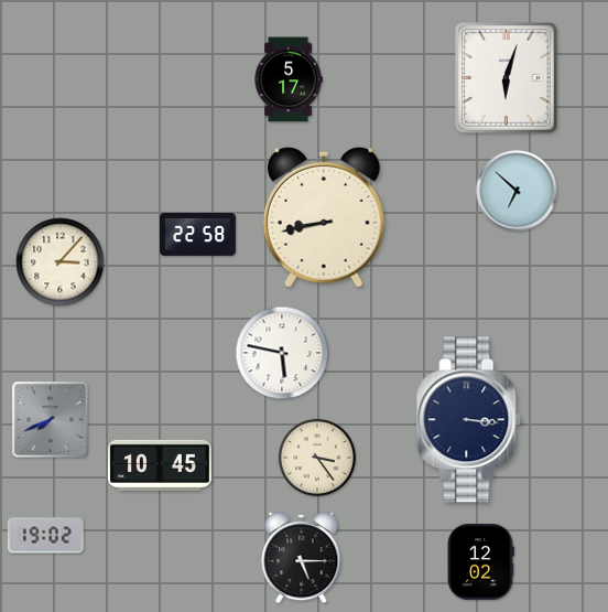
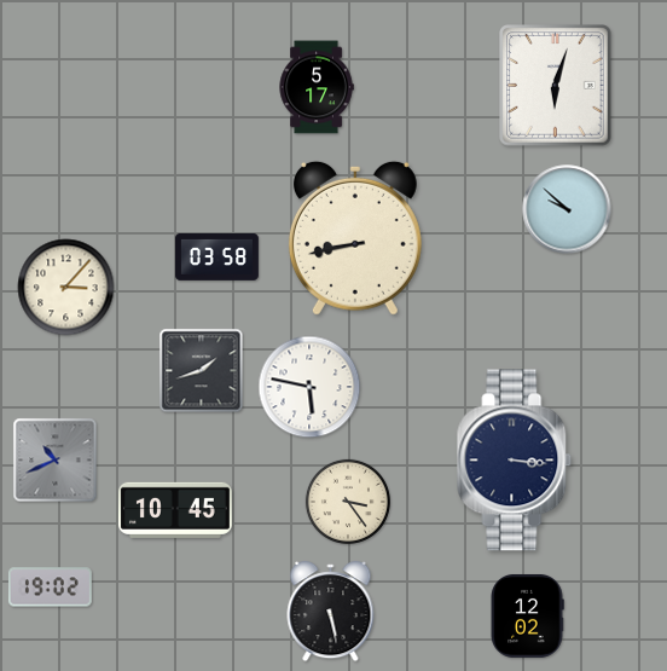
clock at (517, 191): 6:52 -> 9:52
clock at (197, 234): 22:58 -> 03:58
clock at (202, 371): none -> 1:42
clock at (51, 420): 7:41 -> 10:41
clock at (302, 558): 5:15 -> 5:28
